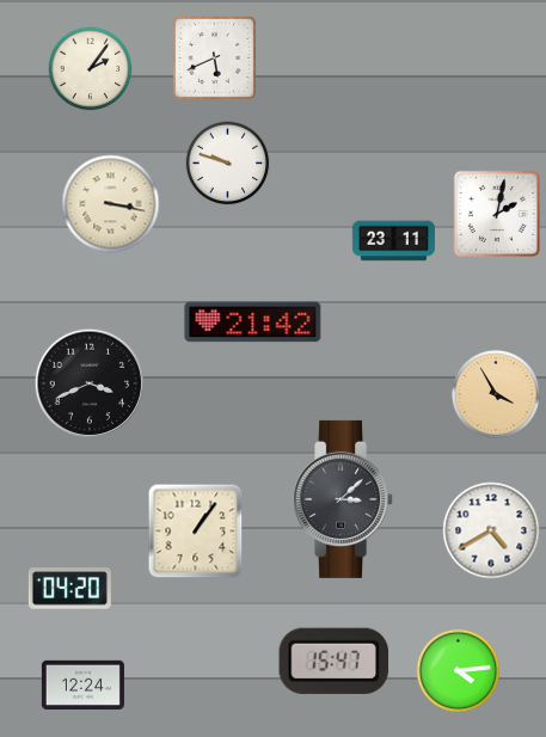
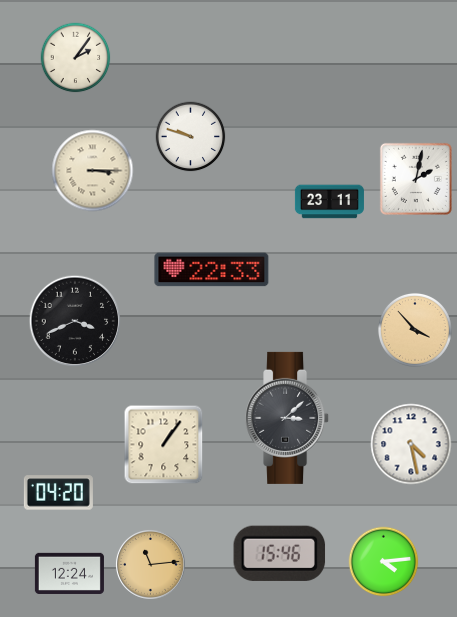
clock at (214, 57): 5:41 -> none
clock at (111, 204): 3:17 -> 3:15
clock at (253, 323): 21:42 -> 22:33
clock at (496, 394): 3:55 -> 3:53
clock at (491, 530): 4:40 -> 4:28
clock at (335, 661): 15:47 -> 15:46
clock at (151, 565): none -> 11:14
